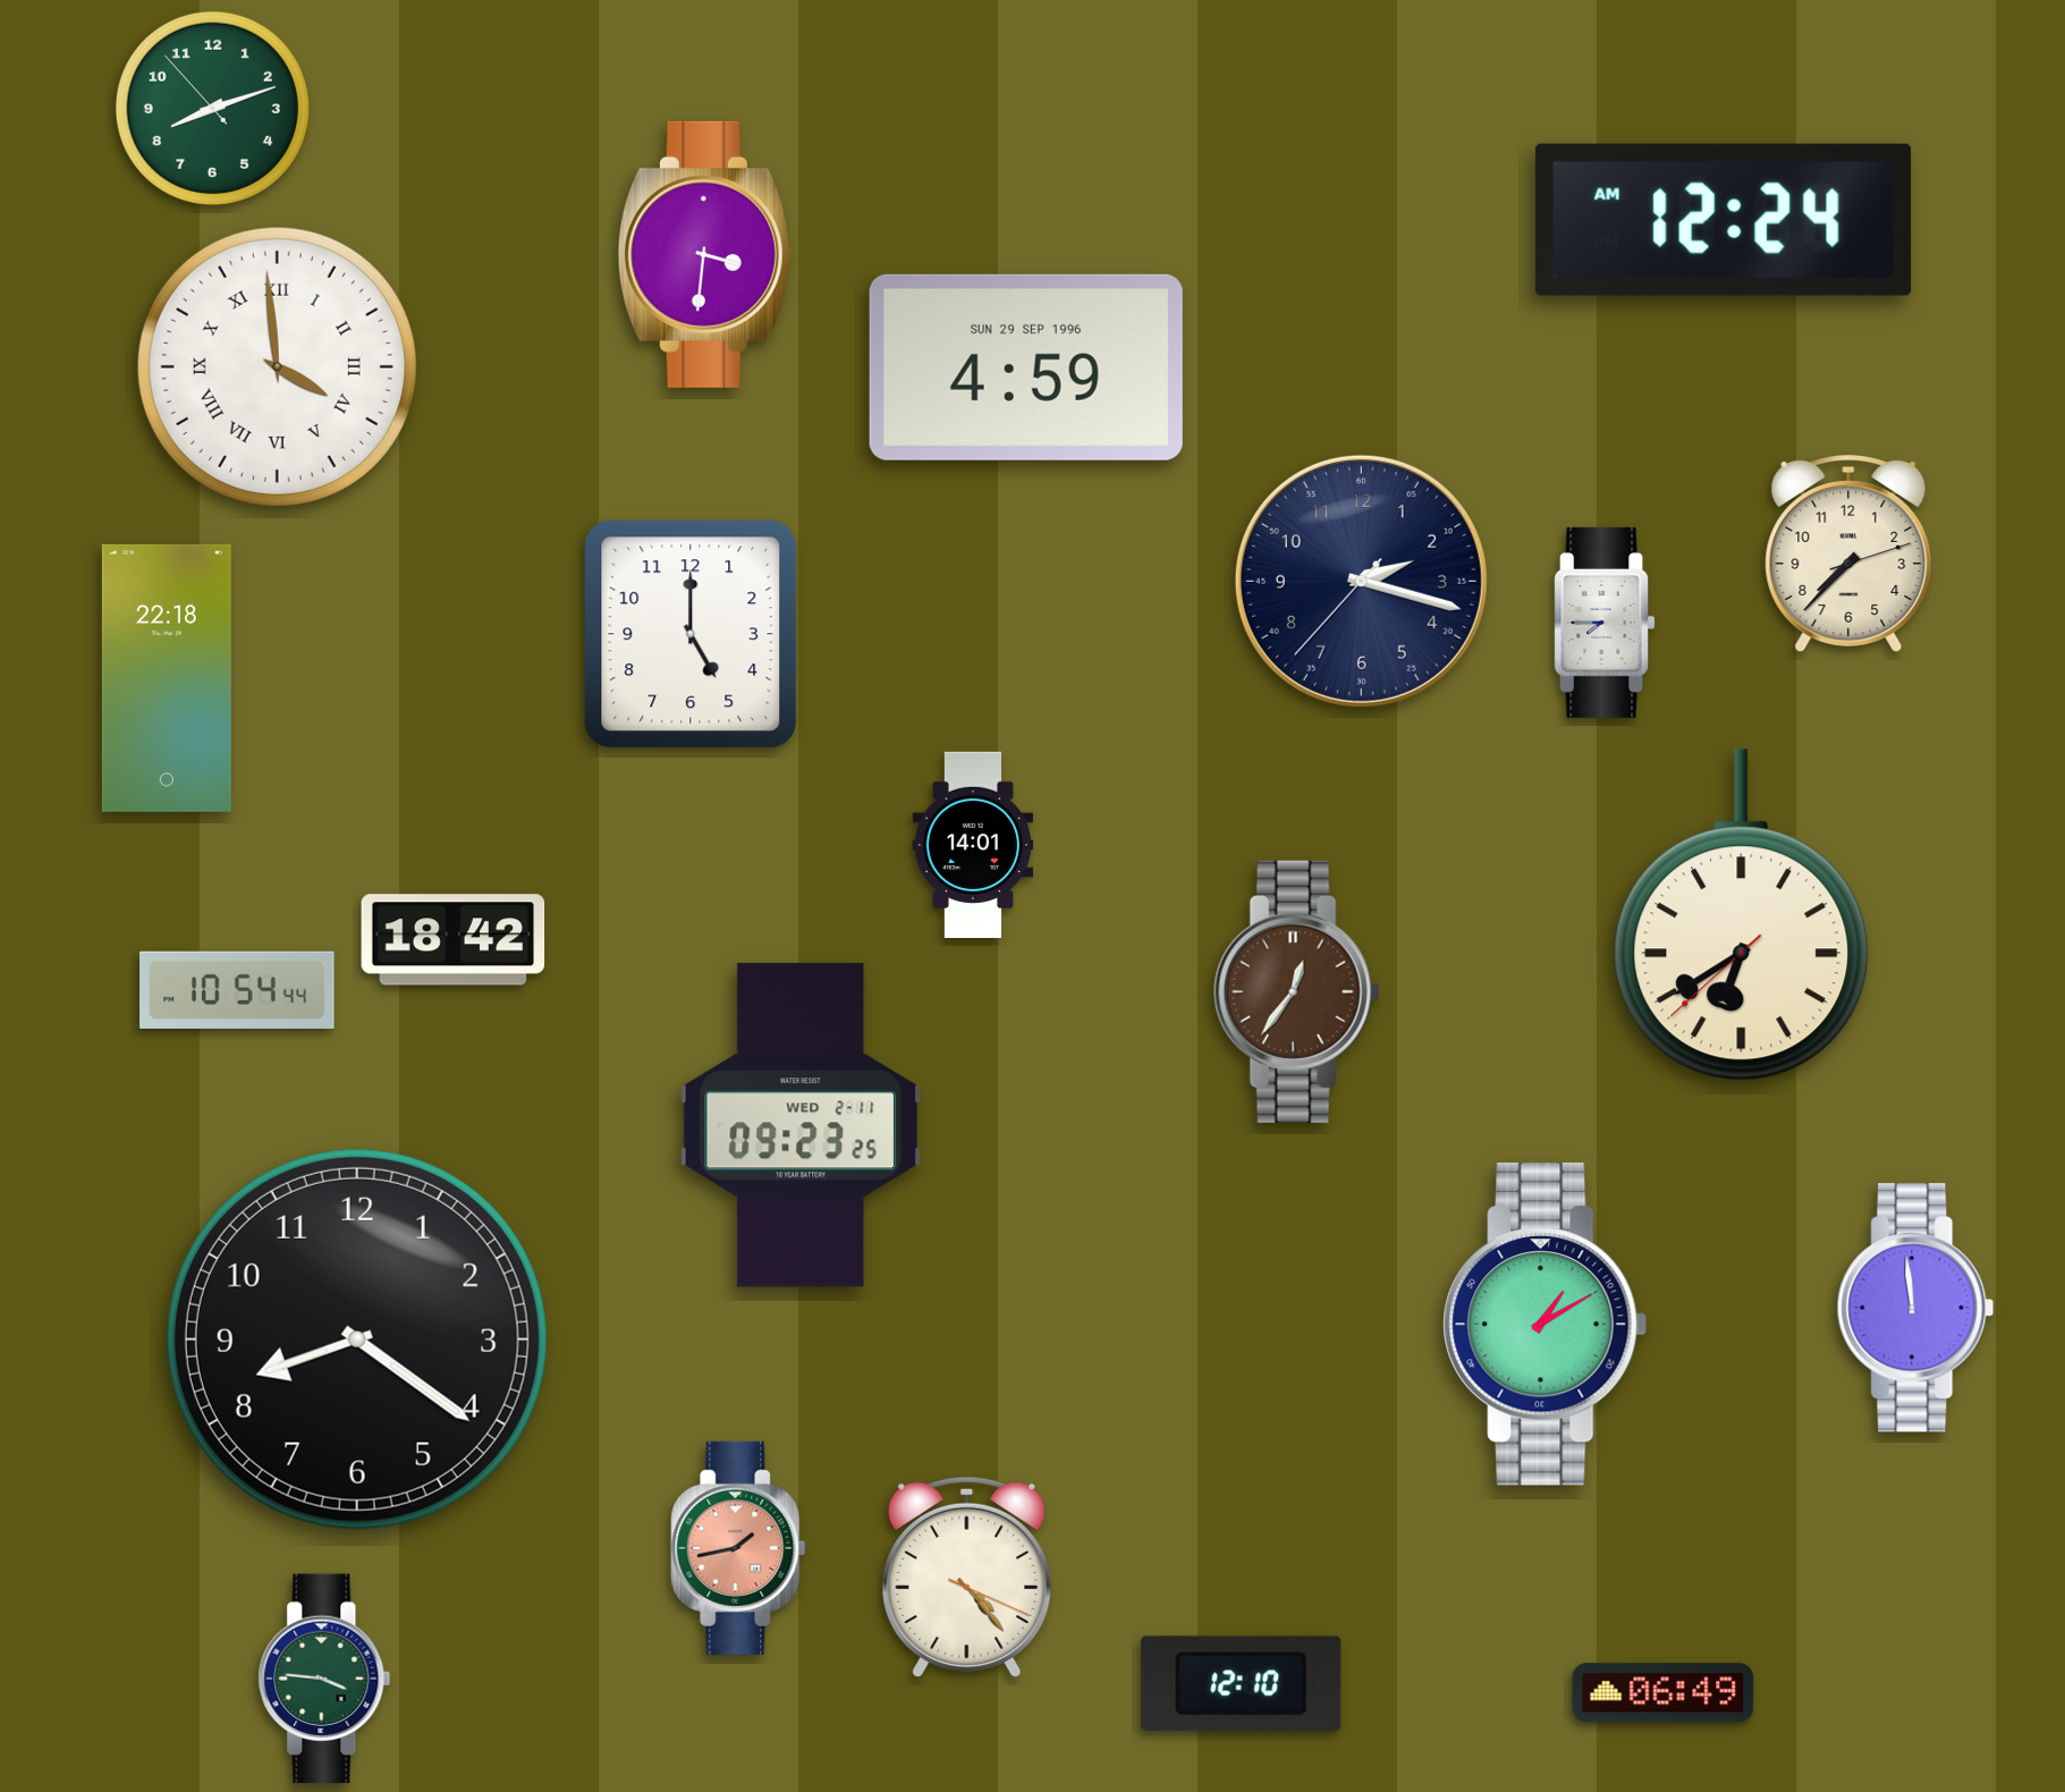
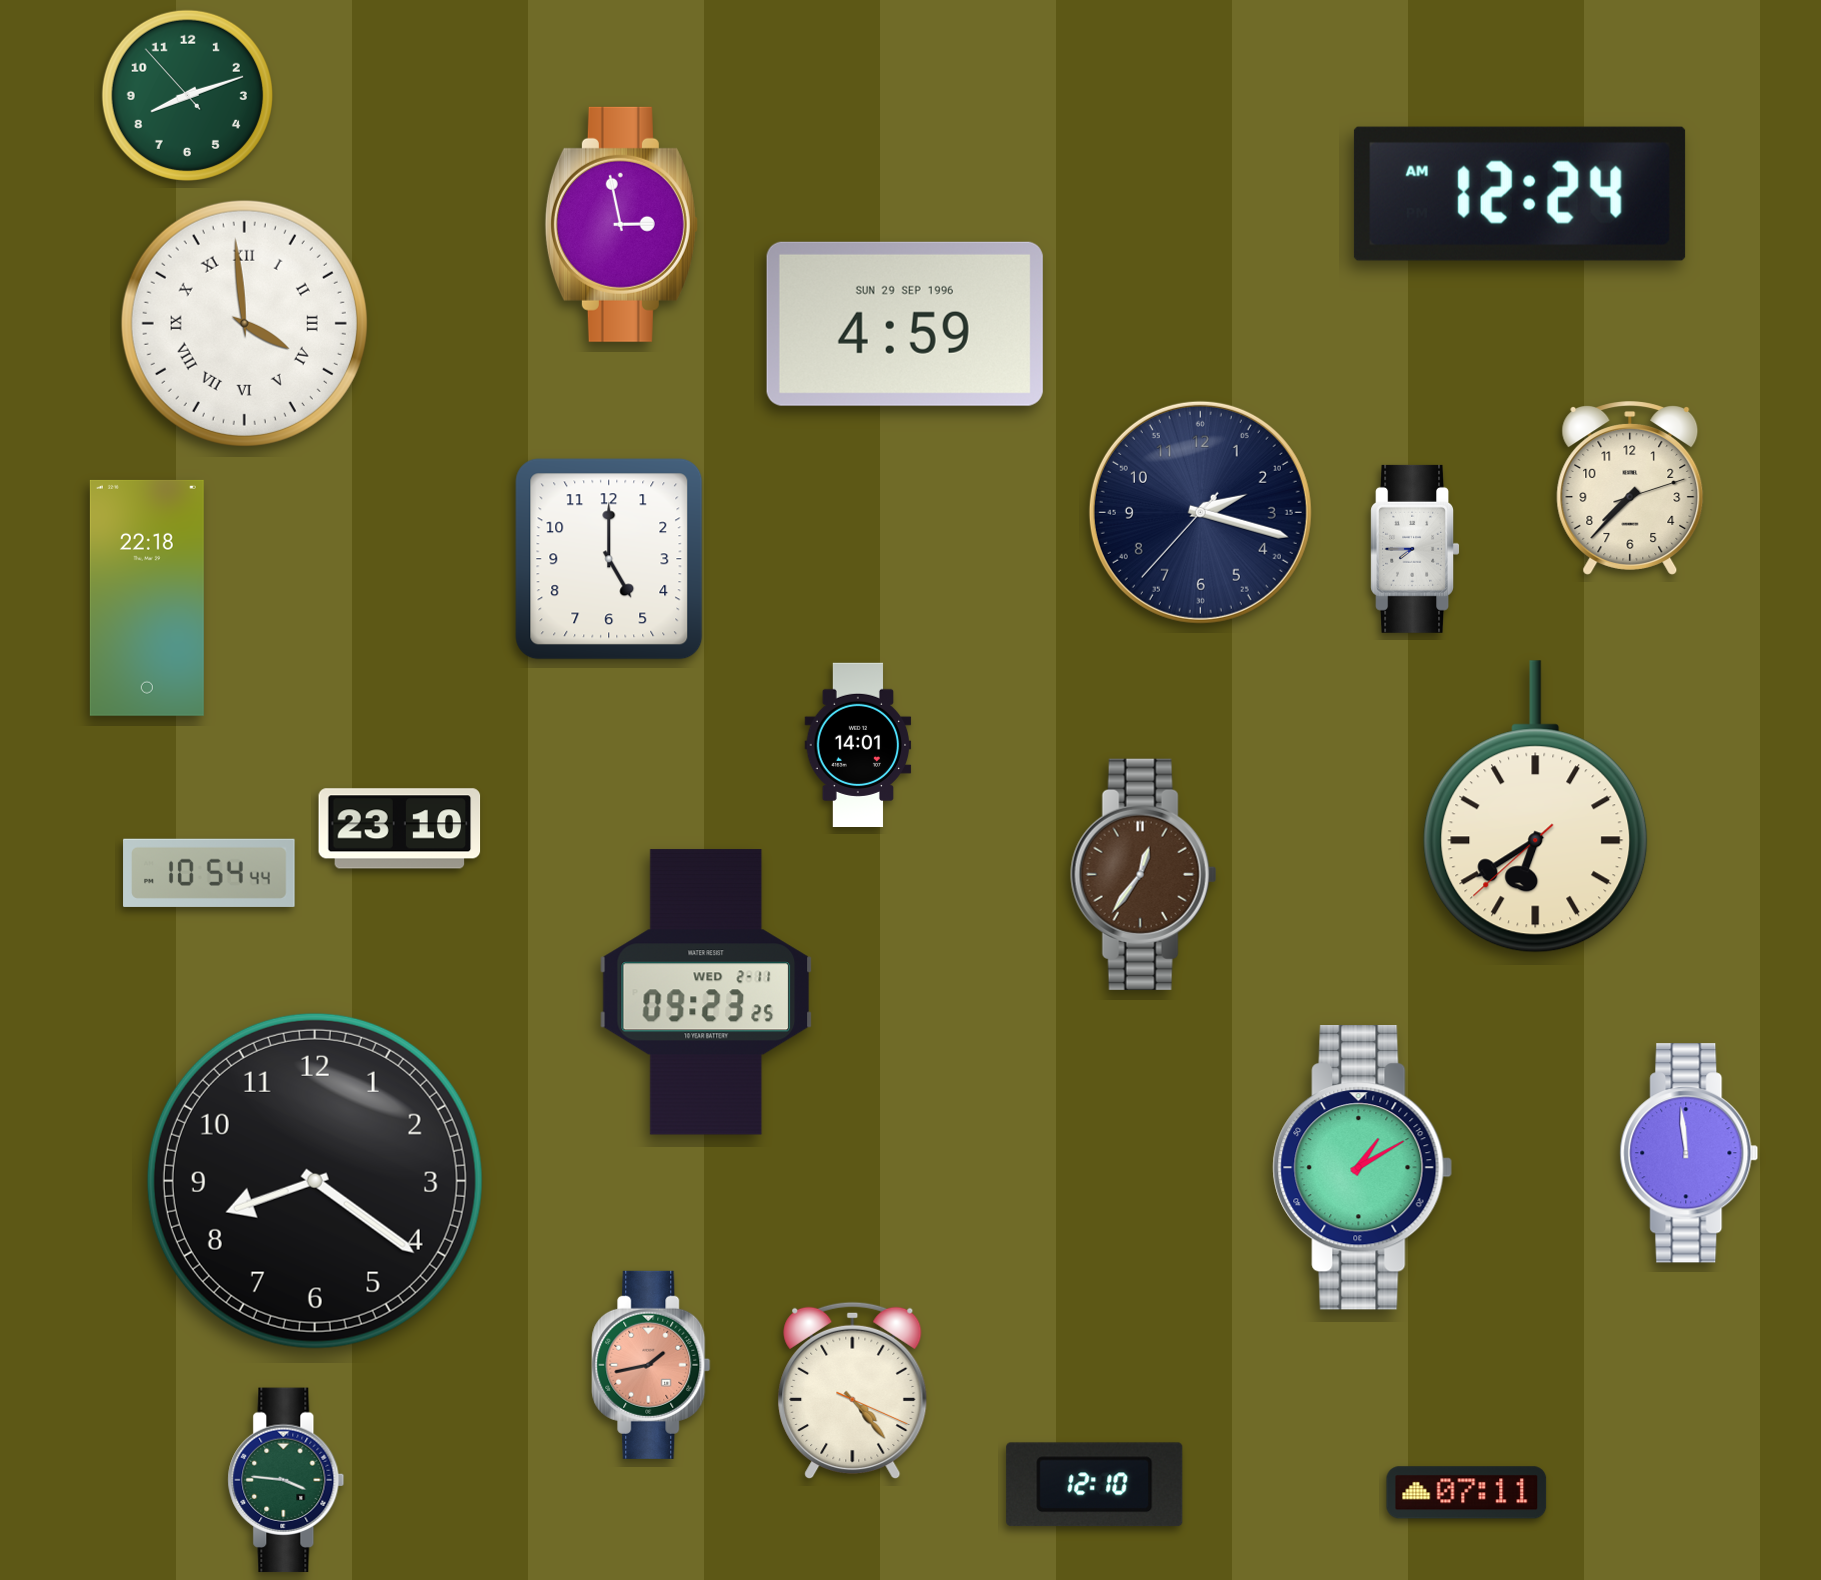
clock at (704, 254): 3:31 -> 2:58
clock at (454, 940): 18:42 -> 23:10
clock at (1664, 1693): 06:49 -> 07:11
